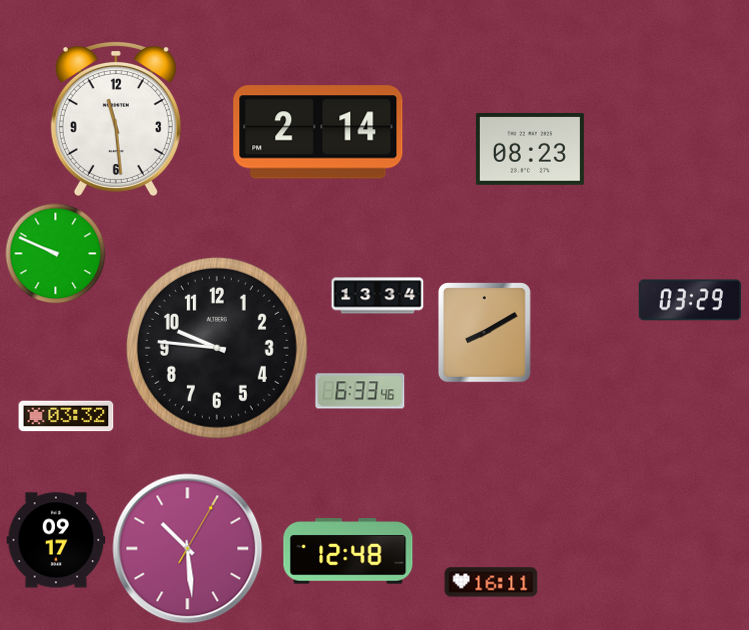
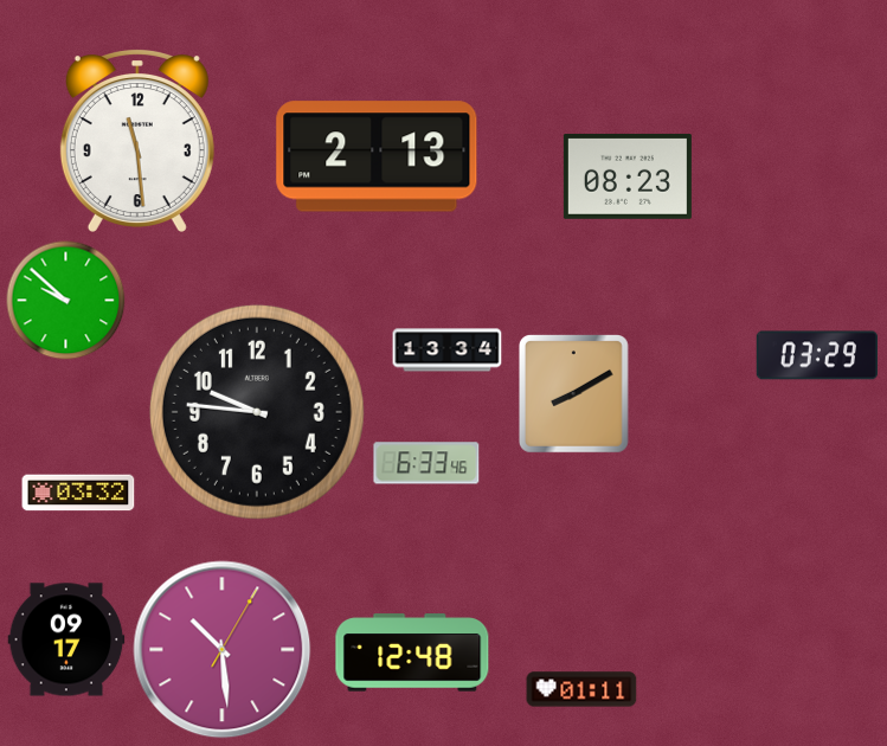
clock at (318, 132): 2:14 -> 2:13
clock at (56, 254): 9:49 -> 9:52
clock at (491, 582): 16:11 -> 01:11
